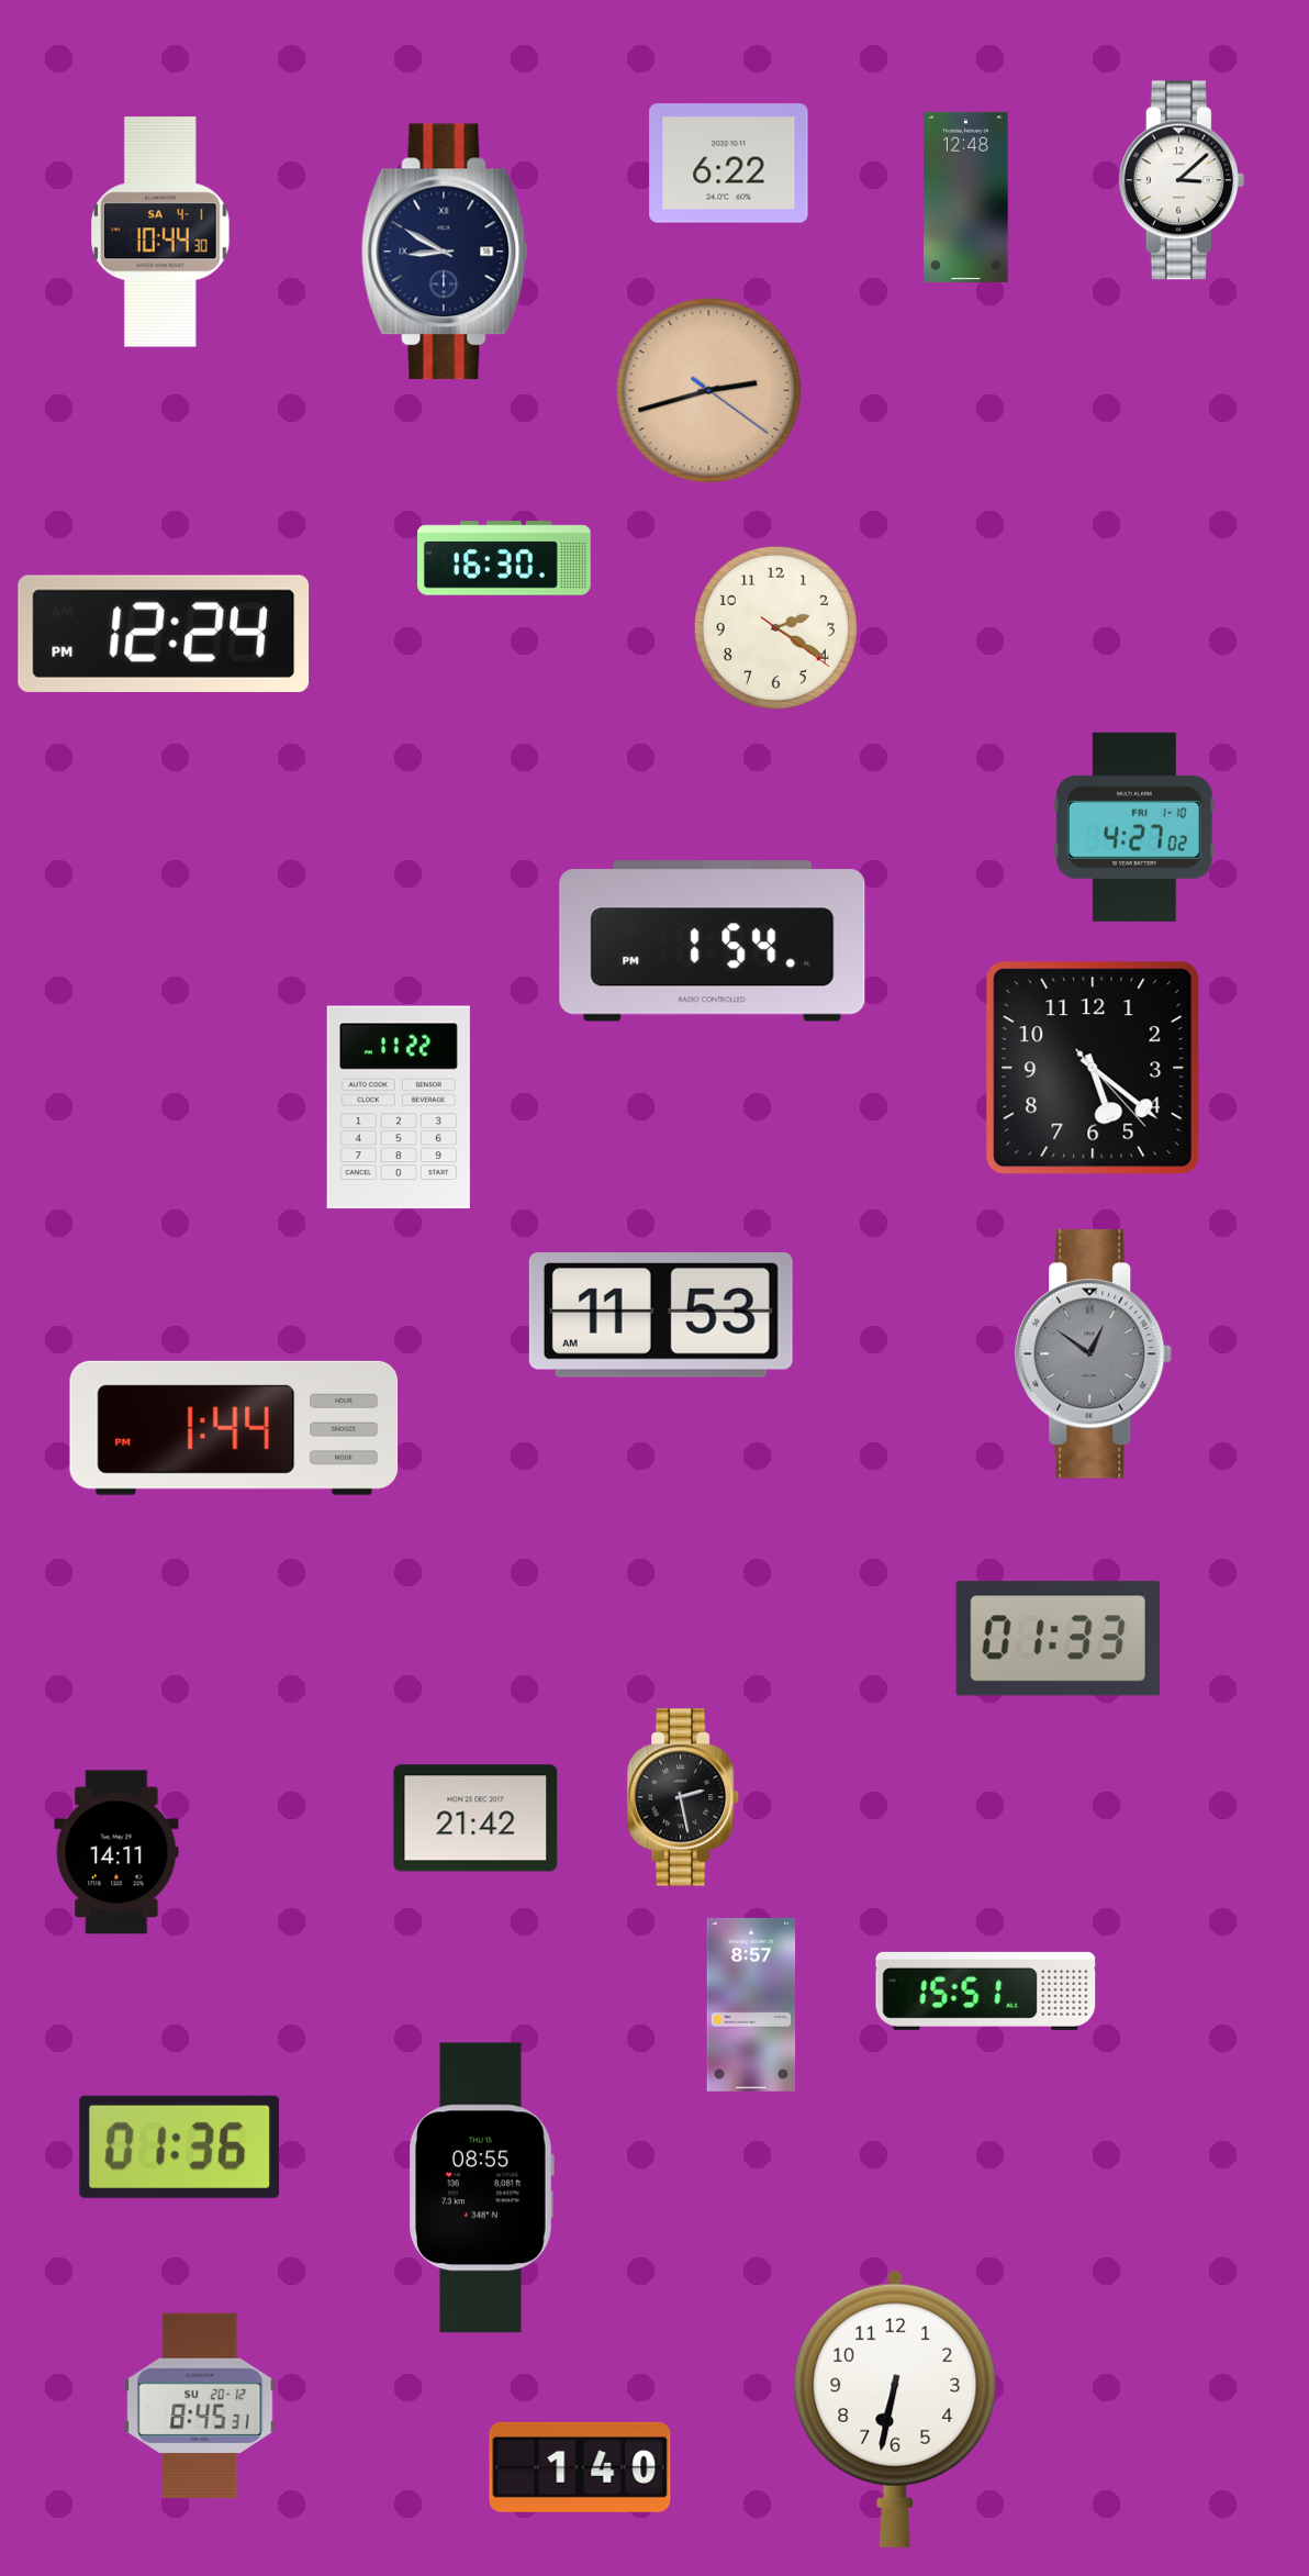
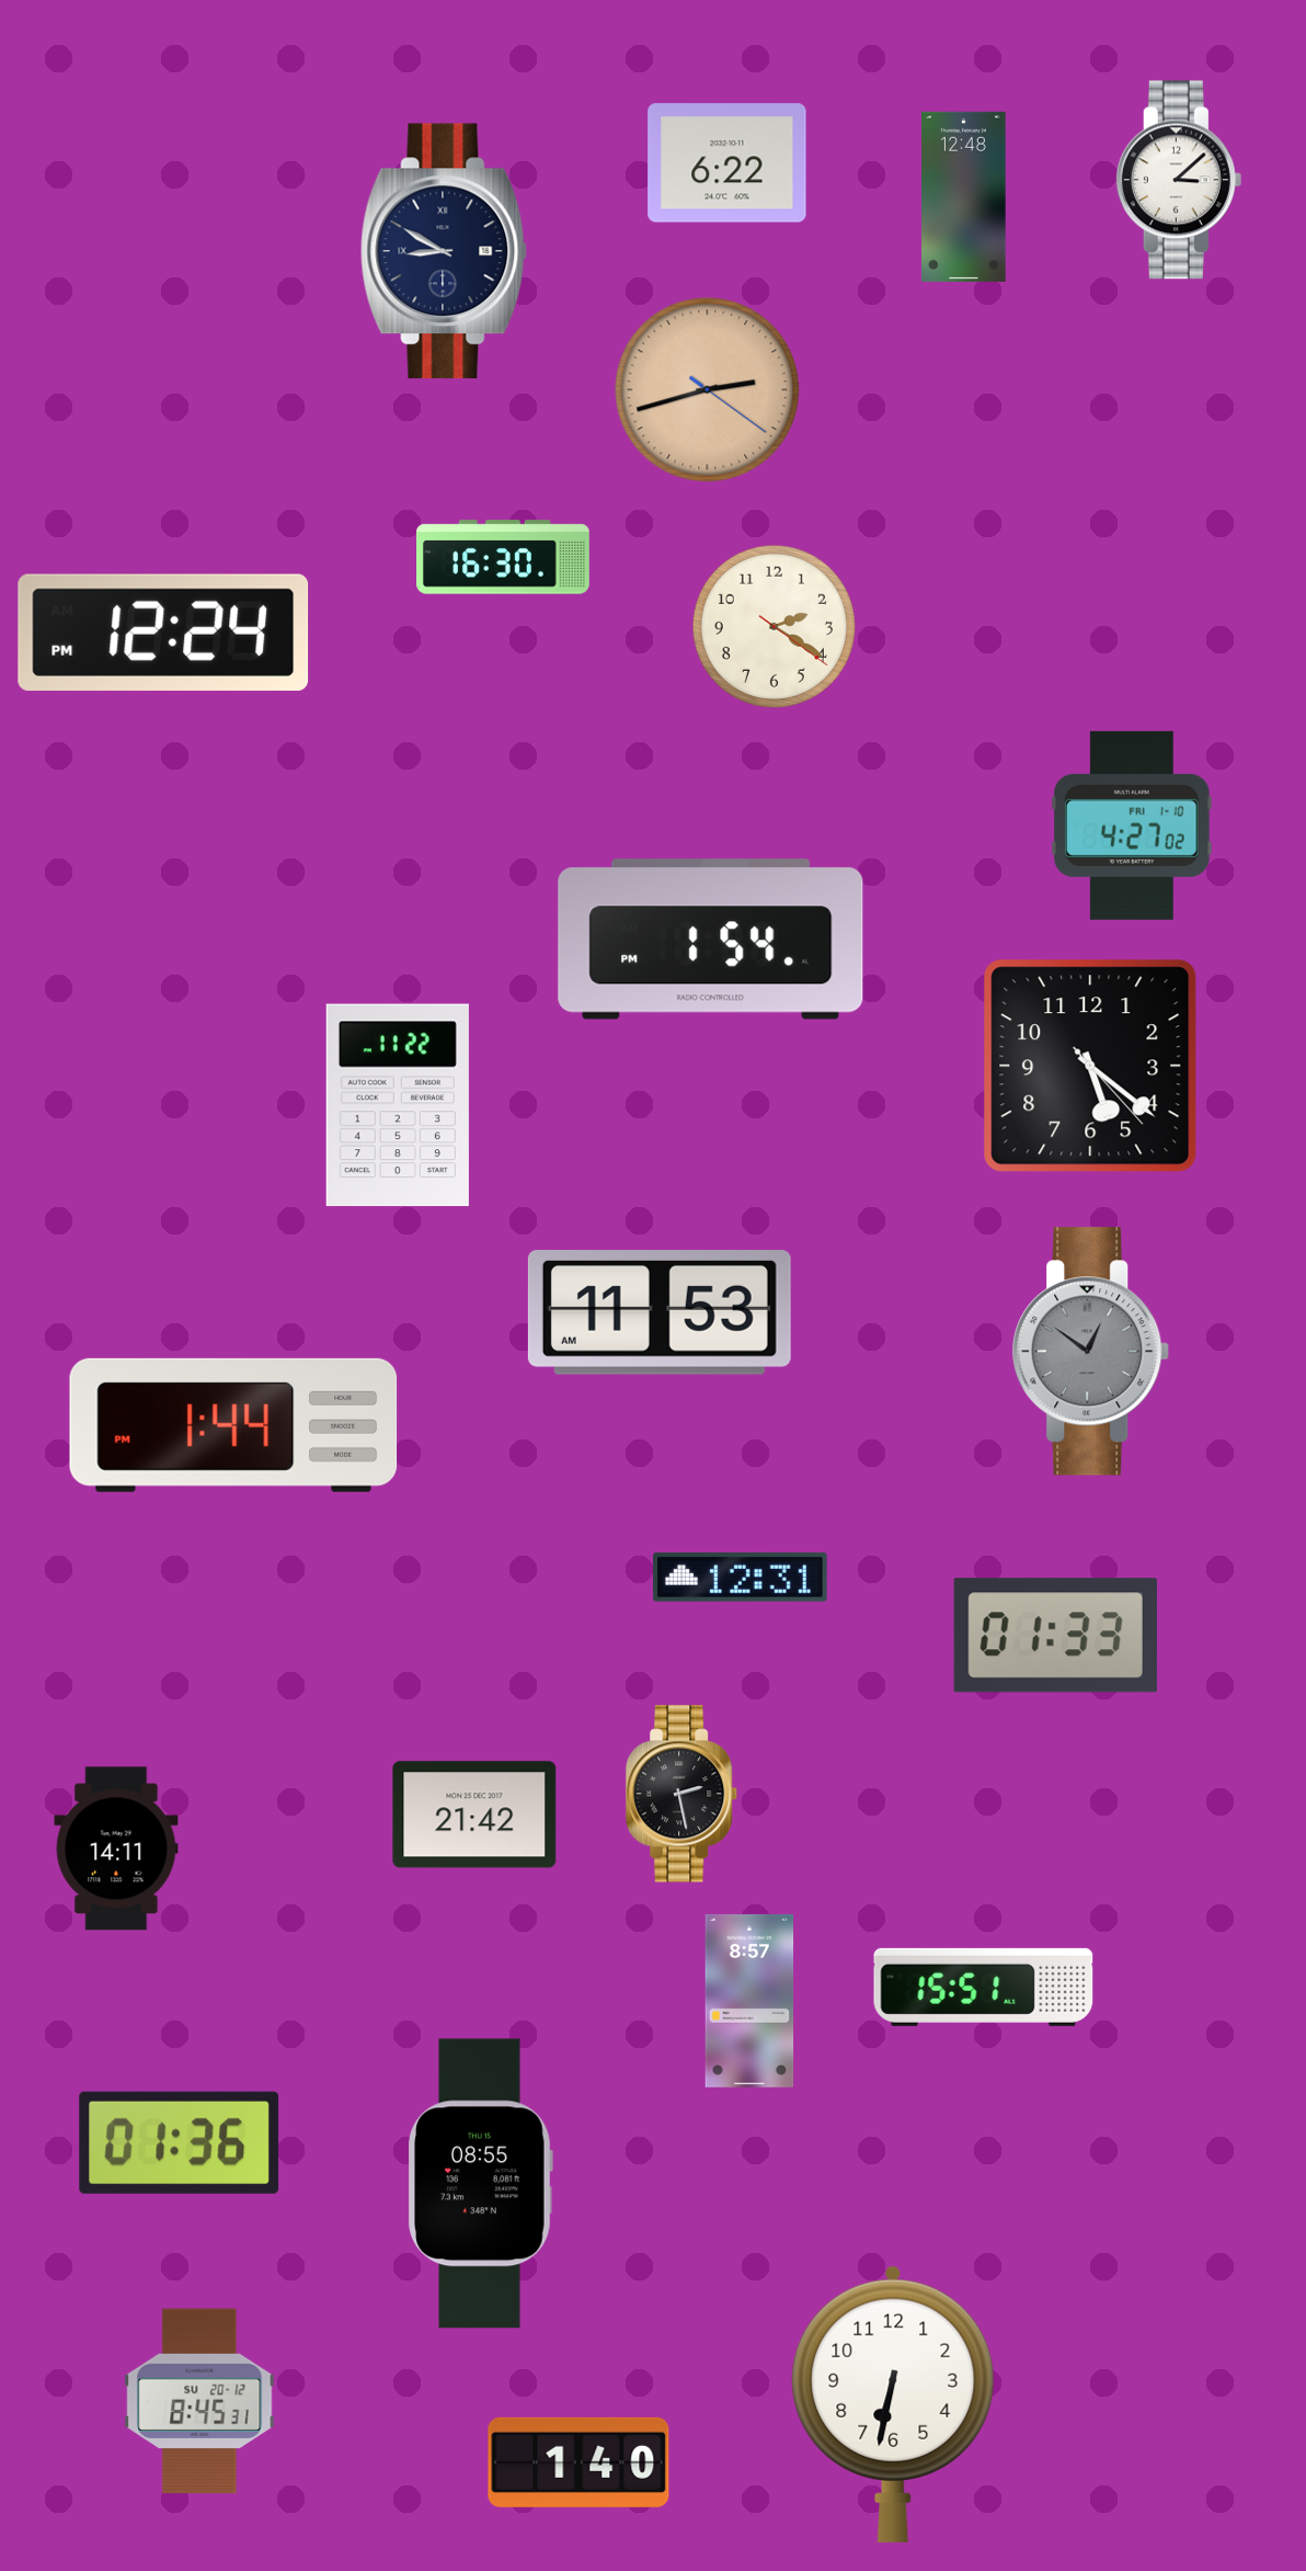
clock at (160, 232): 10:44 -> none
clock at (741, 1578): none -> 12:31
